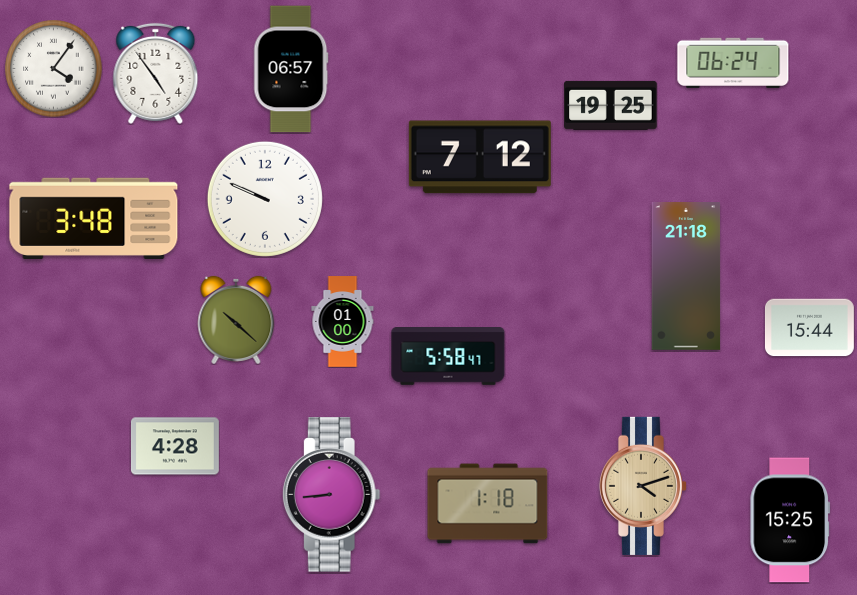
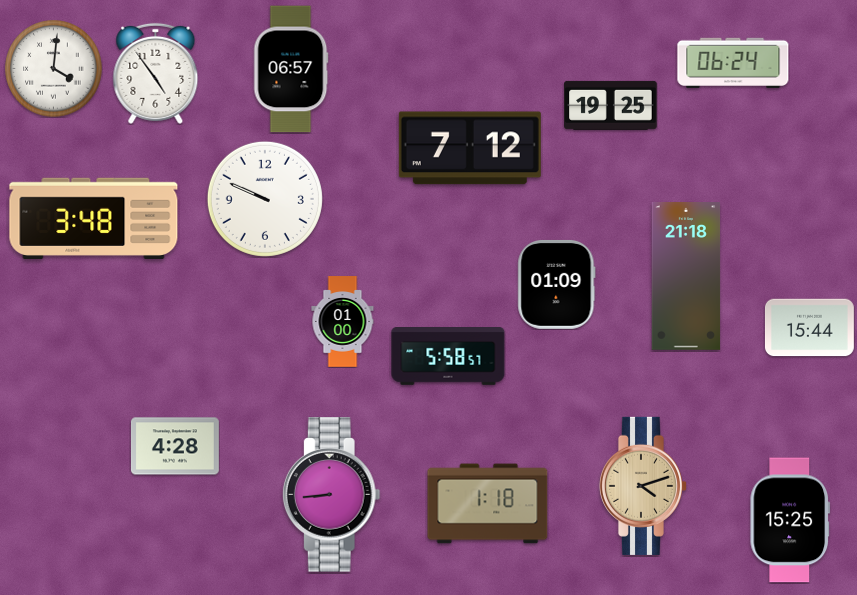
clock at (54, 69): 4:06 -> 4:01
clock at (480, 157) position: (480, 157) -> (470, 148)
clock at (557, 284): none -> 01:09
clock at (236, 320): 10:22 -> none
clock at (448, 357): 5:58:47 -> 5:58:57
